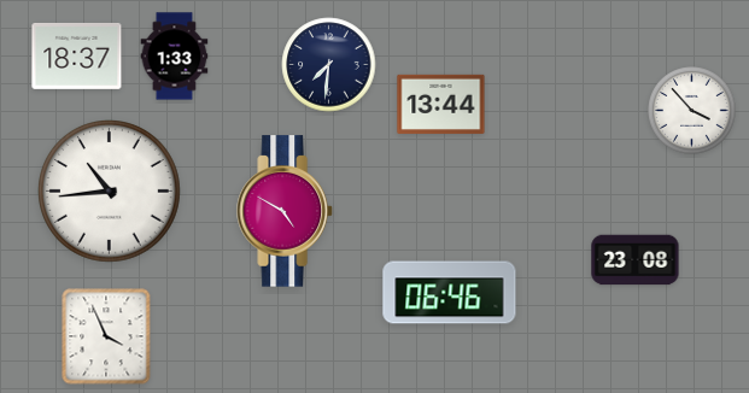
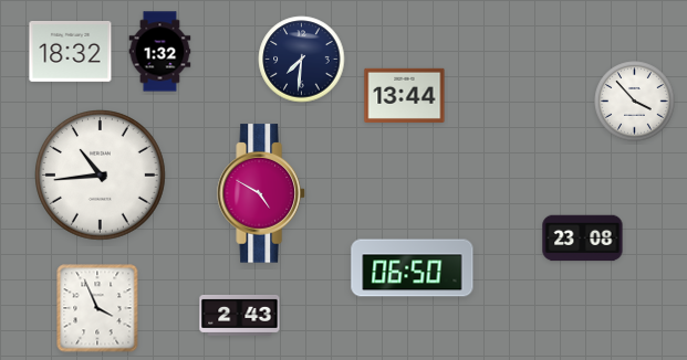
clock at (77, 55): 18:37 -> 18:32
clock at (175, 57): 1:33 -> 1:32
clock at (450, 293): 06:46 -> 06:50
clock at (240, 315): none -> 2:43
